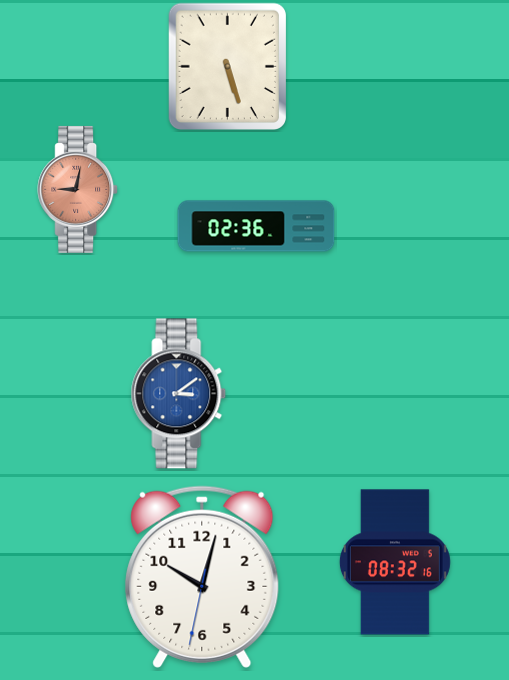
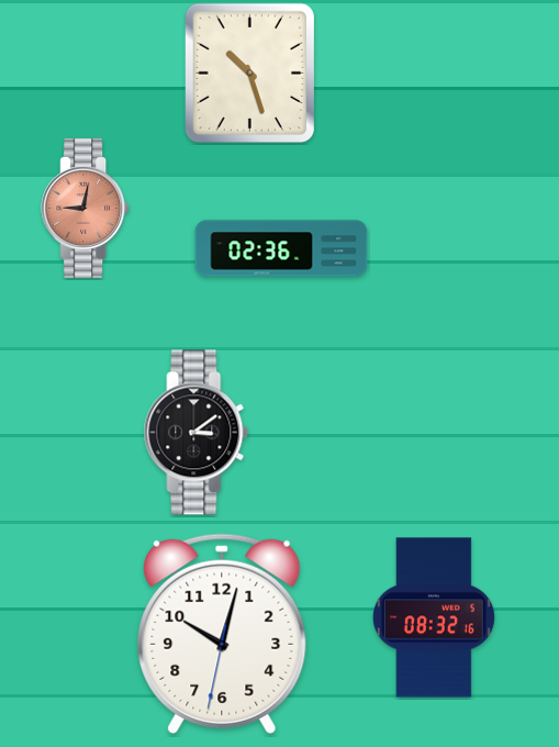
clock at (227, 66): 5:27 -> 10:27
clock at (179, 394) dial: blue -> black
